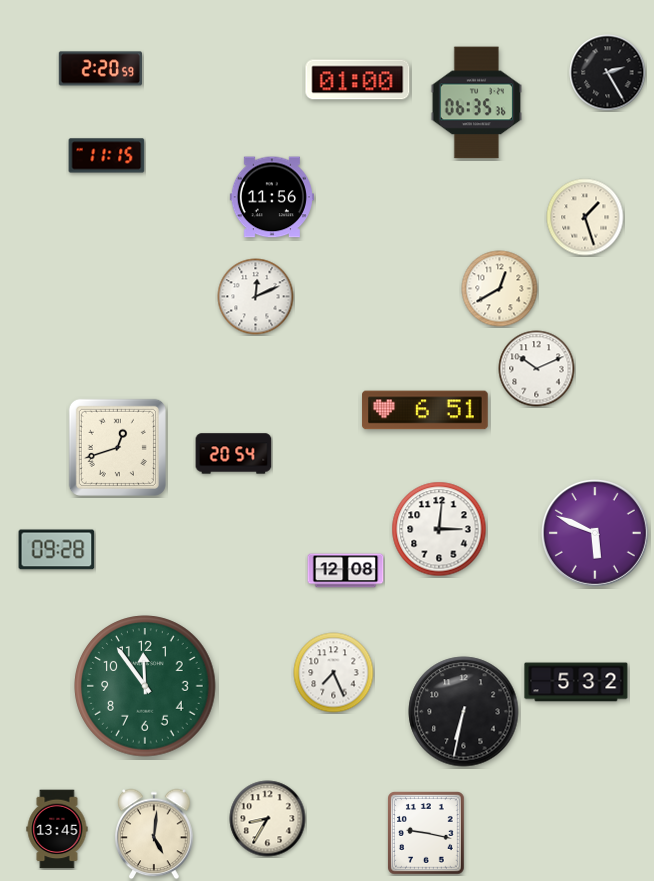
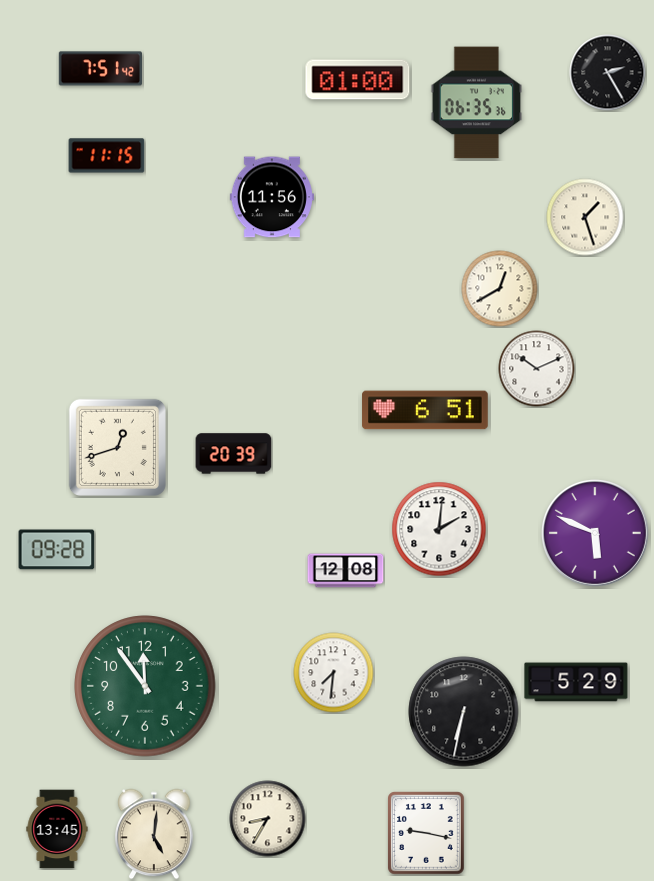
clock at (100, 69): 2:20 -> 7:51
clock at (256, 297): 12:11 -> none
clock at (234, 454): 20:54 -> 20:39
clock at (439, 529): 3:01 -> 2:01
clock at (334, 673): 7:26 -> 7:31
clock at (576, 682): 5:32 -> 5:29
